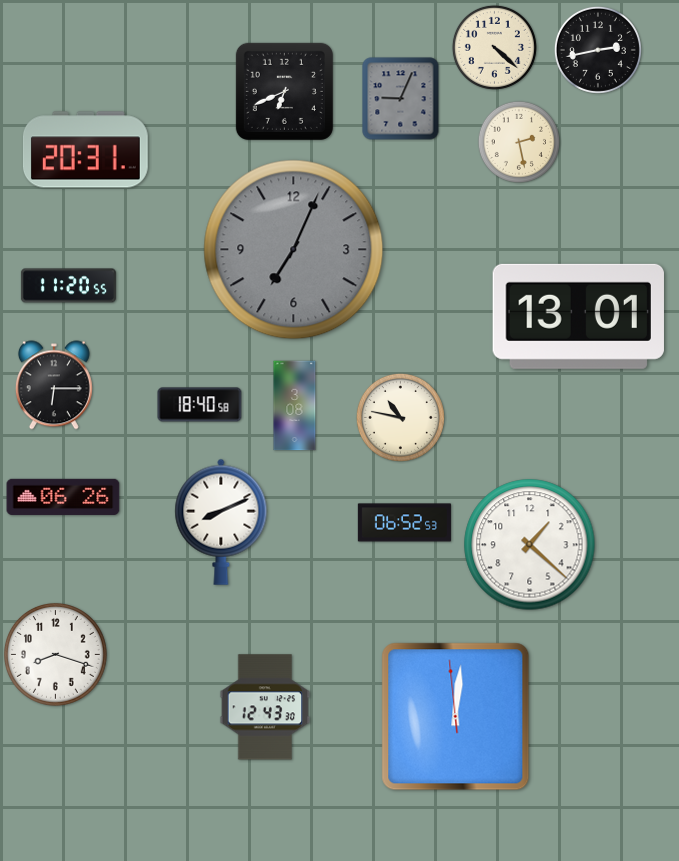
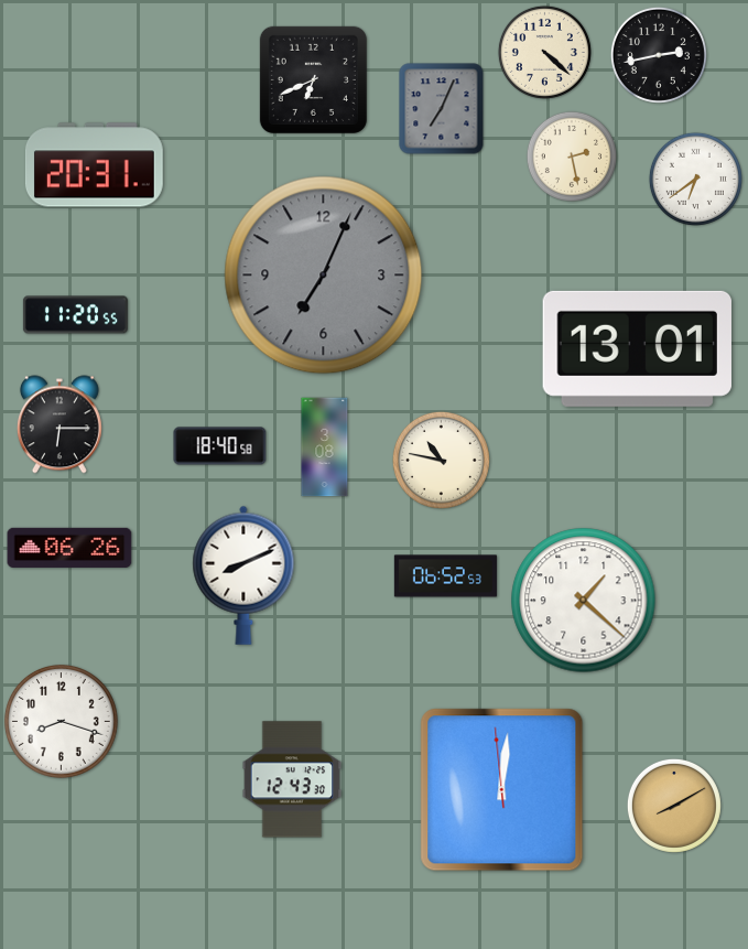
clock at (284, 91) position: (284, 91) -> (313, 79)
clock at (401, 99): 9:04 -> 7:04
clock at (695, 179): none -> 6:39
clock at (674, 806): none -> 8:10
